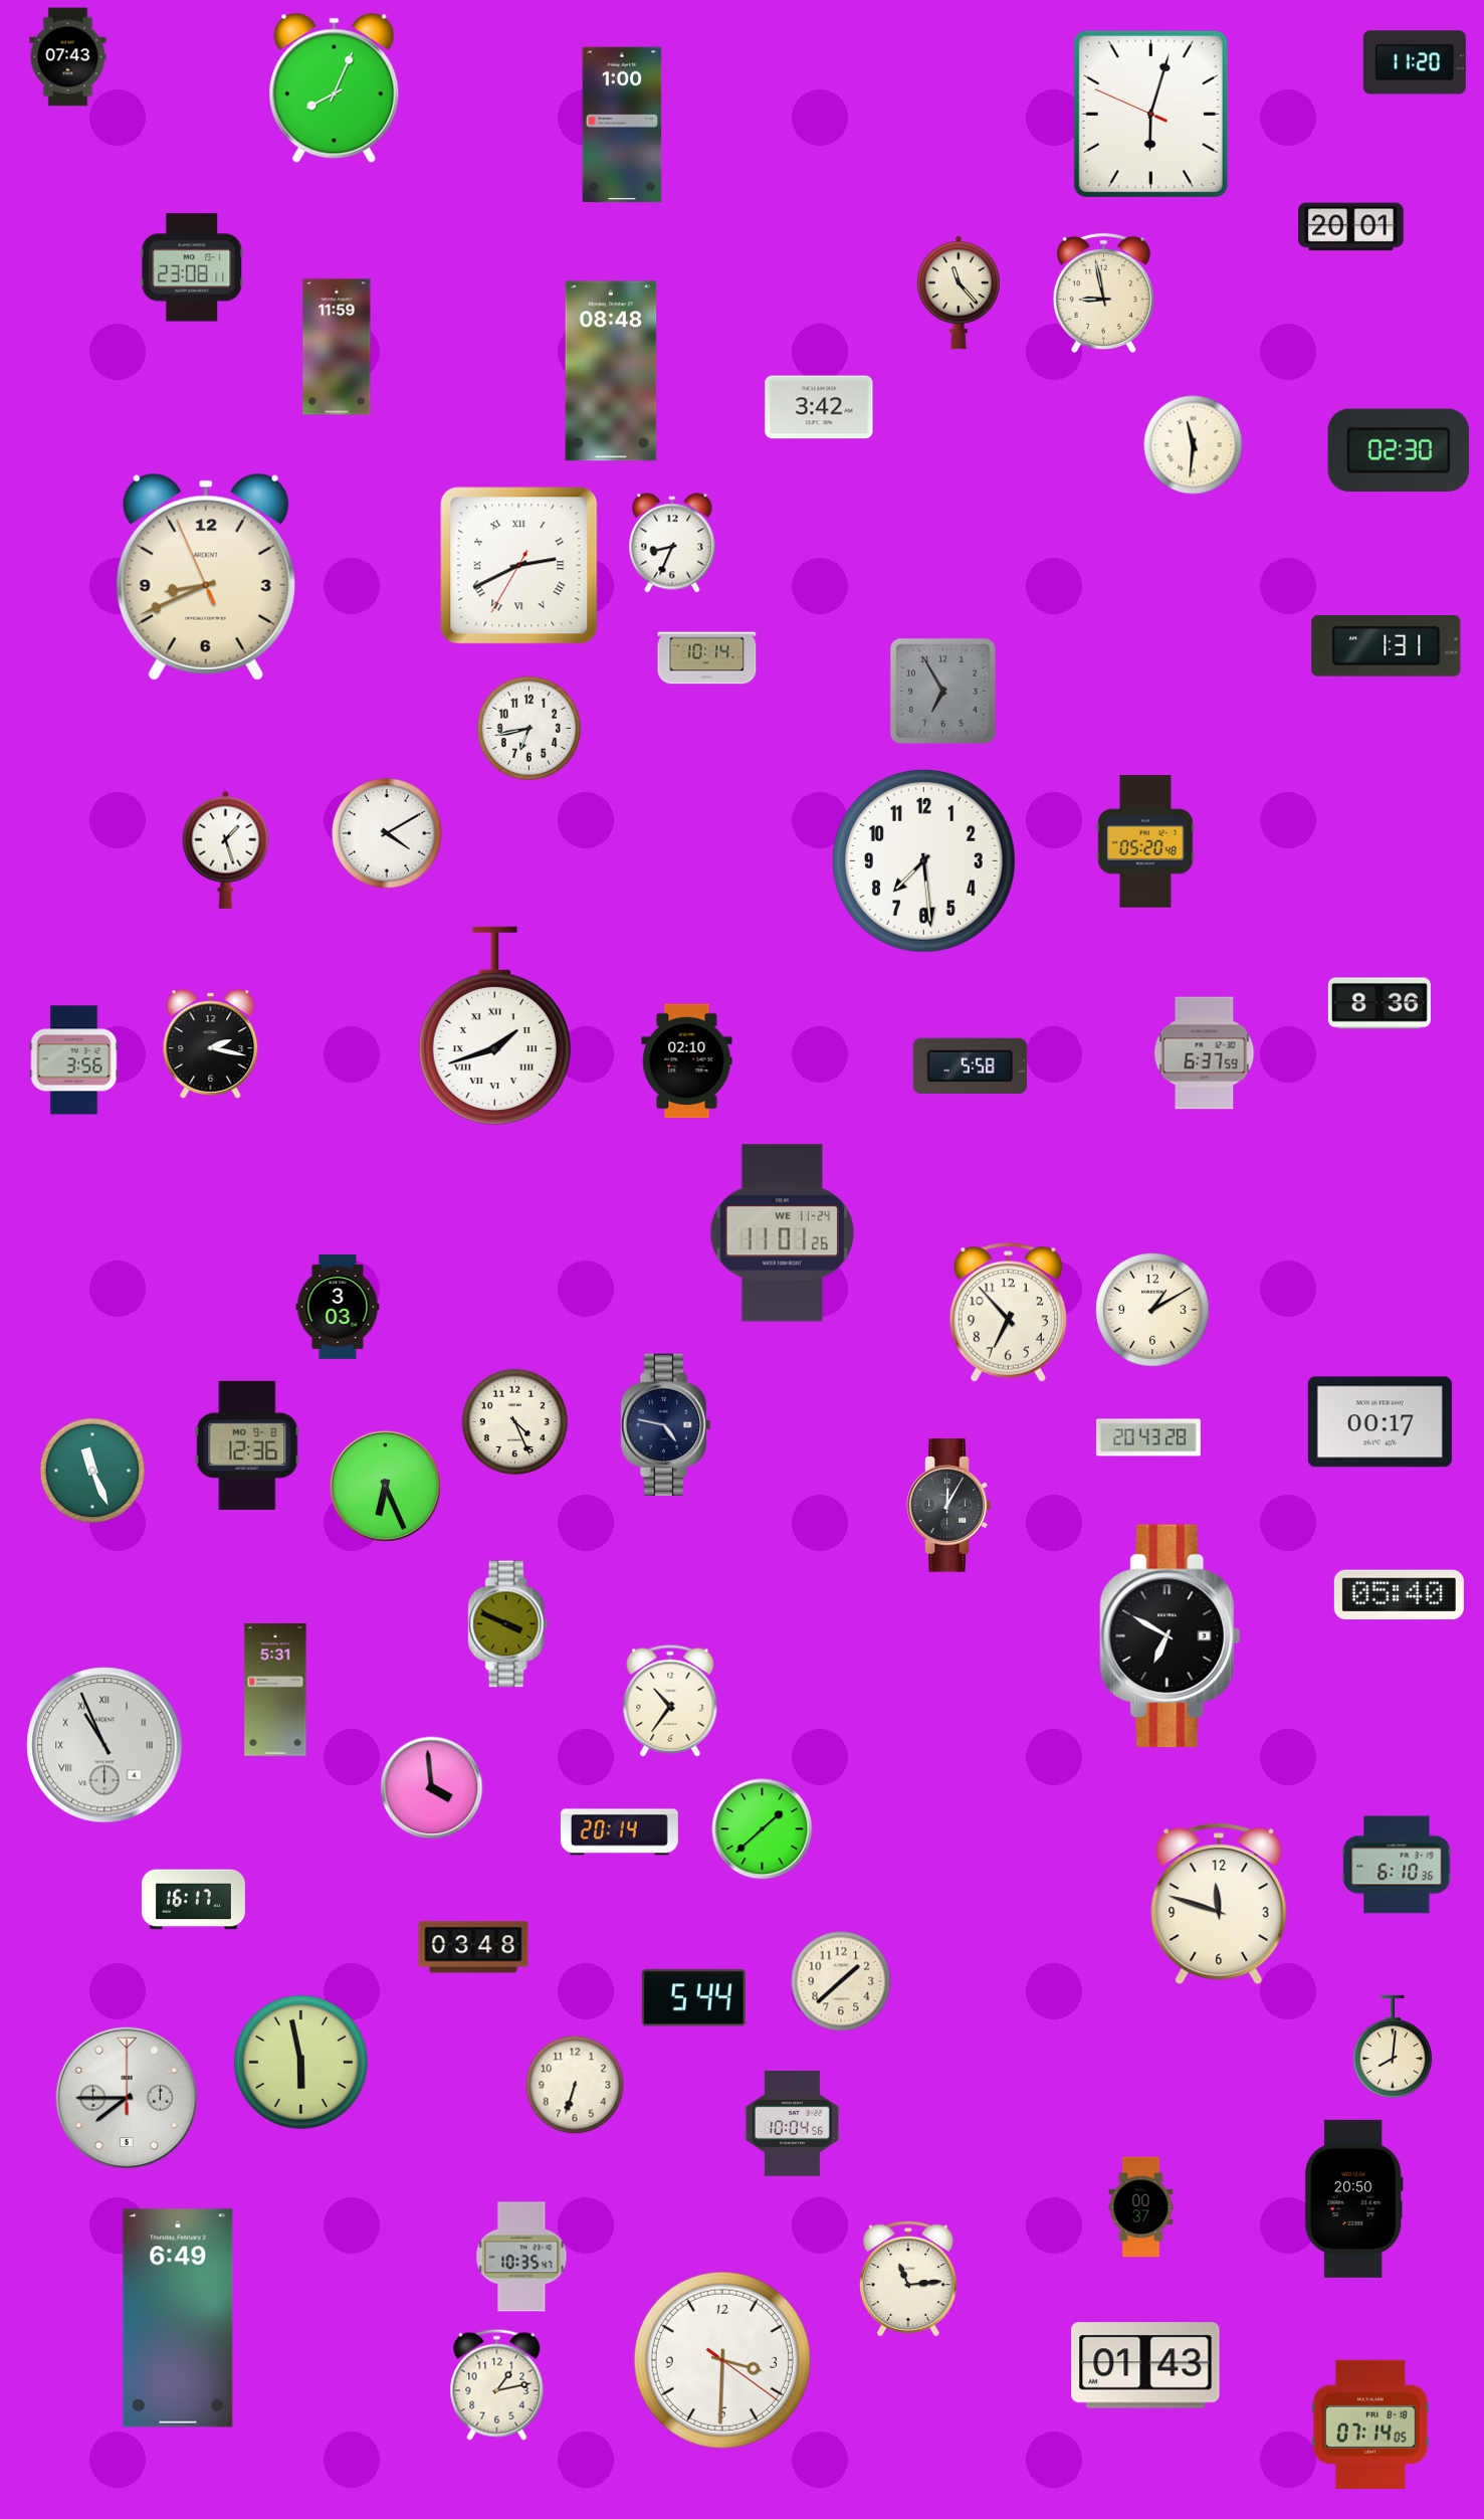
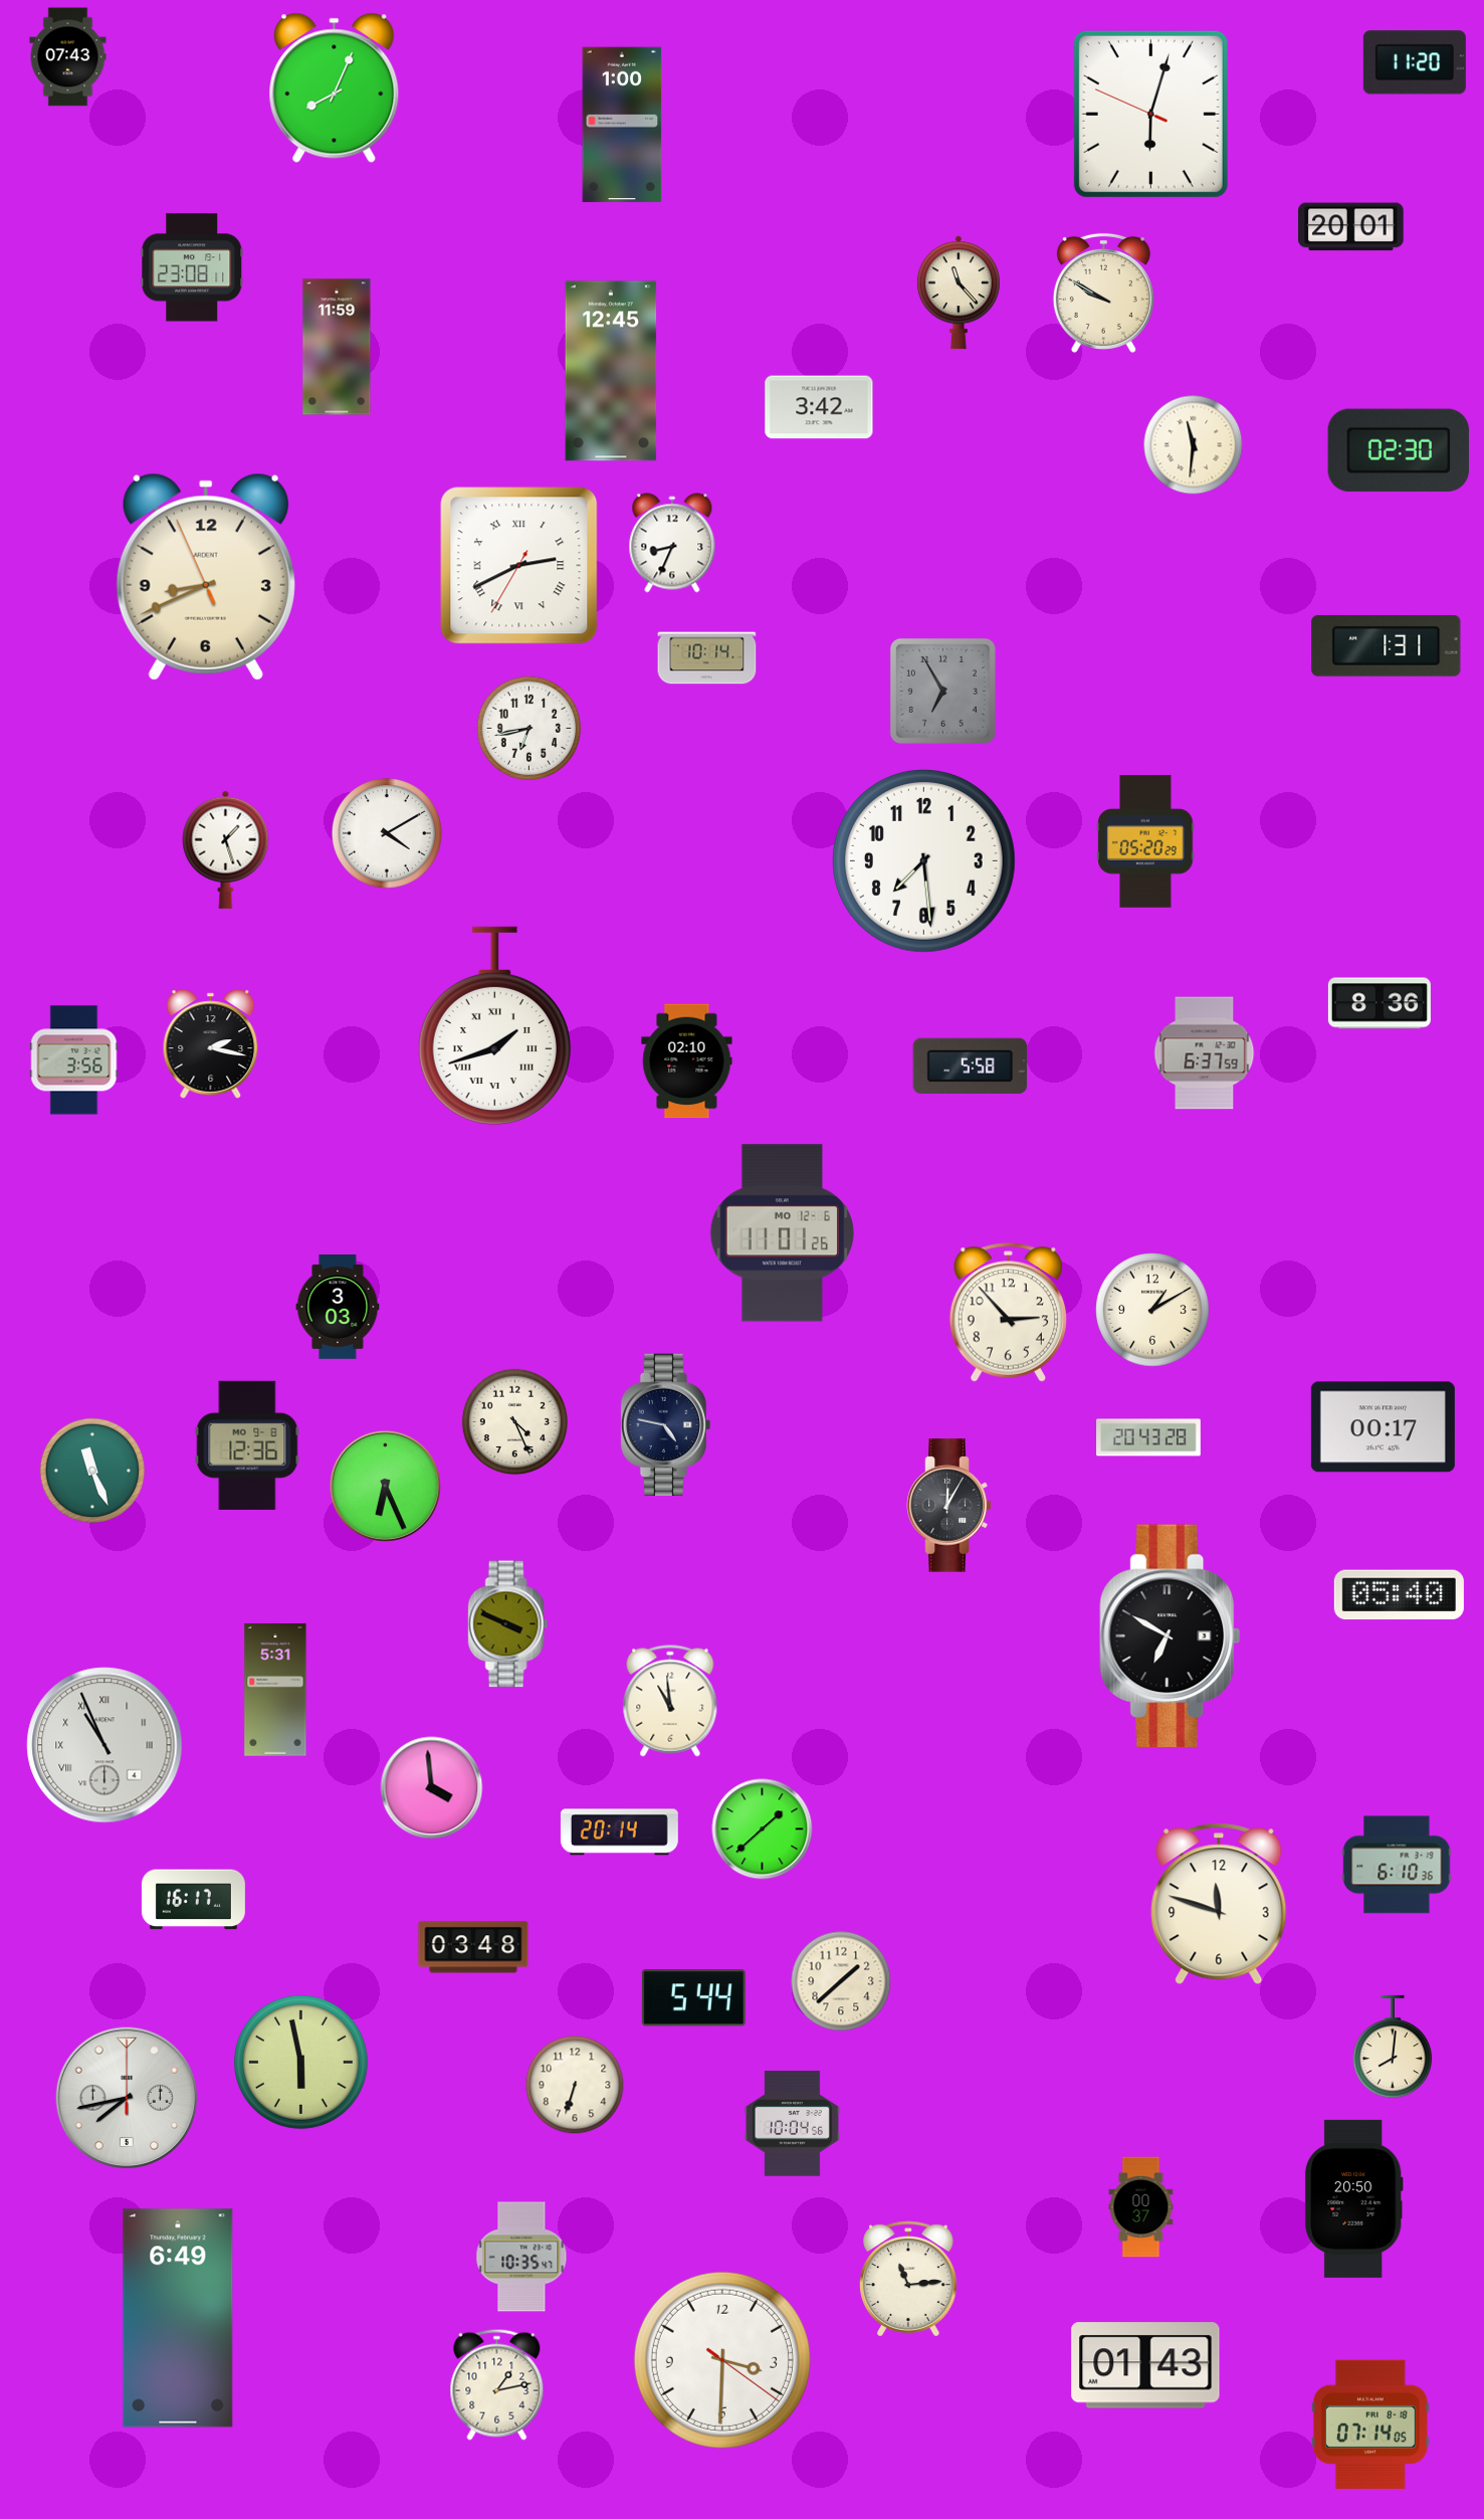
clock at (1103, 293): 8:58 -> 9:50
clock at (611, 371): 08:48 -> 12:45
clock at (1145, 841): 05:20:48 -> 05:20:29
clock at (782, 1233) date: WE 11-24 -> MO 12-6
clock at (1008, 1313): 6:53 -> 2:53
clock at (1380, 1422) position: (1380, 1422) -> (1383, 1427)
clock at (670, 1701): 10:36 -> 10:59
clock at (126, 2097): 7:45 -> 7:43
